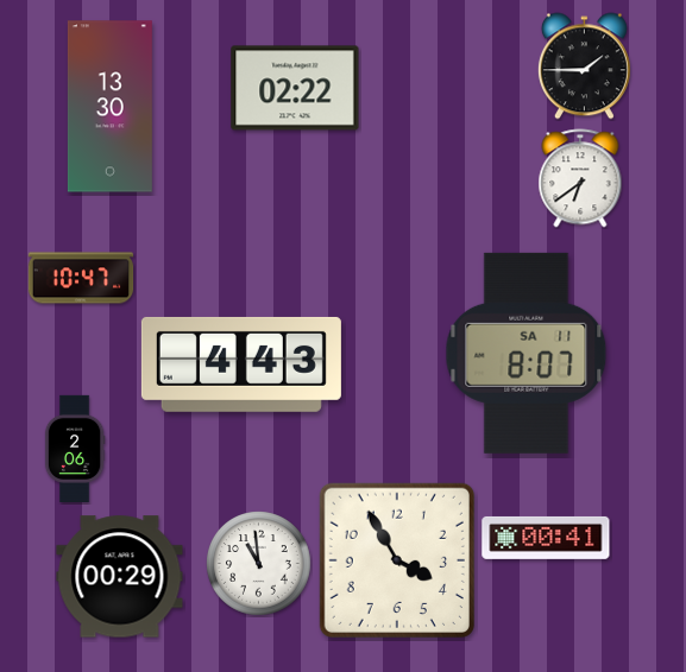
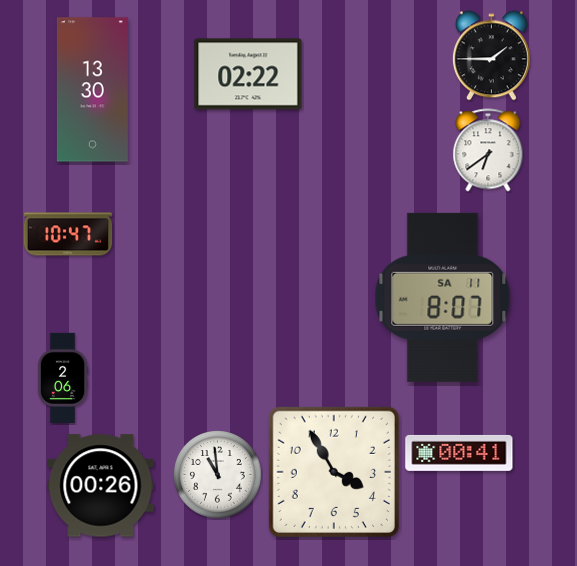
clock at (241, 364): 4:43 -> none
clock at (120, 577): 00:29 -> 00:26
